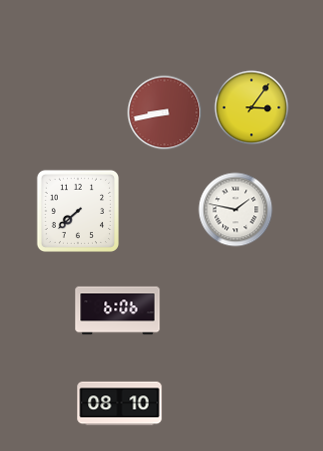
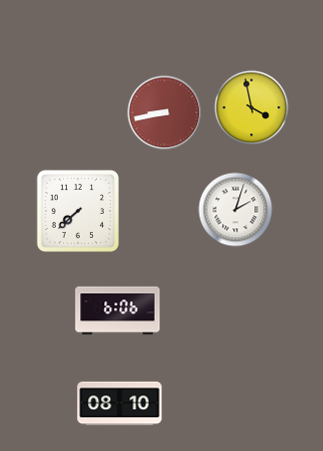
clock at (252, 108): 3:06 -> 3:58
clock at (236, 210): 1:47 -> 2:03
